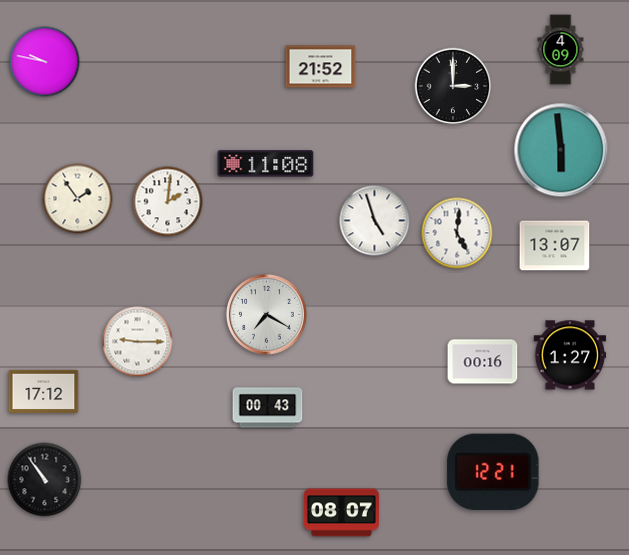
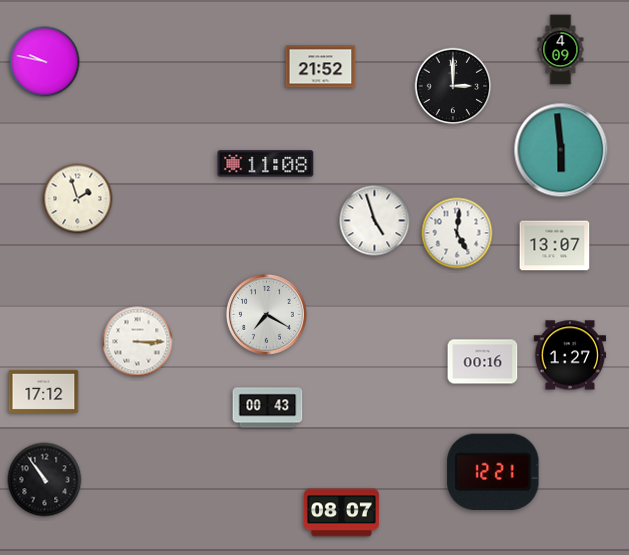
clock at (78, 199): 1:54 -> 1:57
clock at (168, 202): 2:01 -> none
clock at (138, 342): 9:15 -> 3:15
